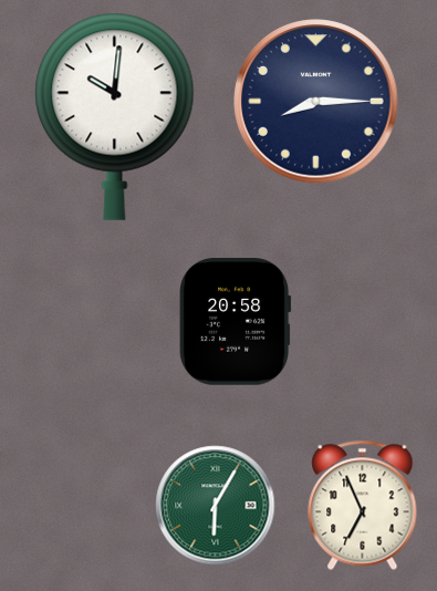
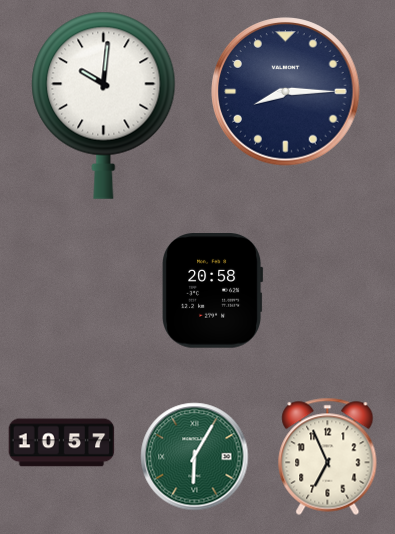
clock at (62, 443): none -> 10:57
